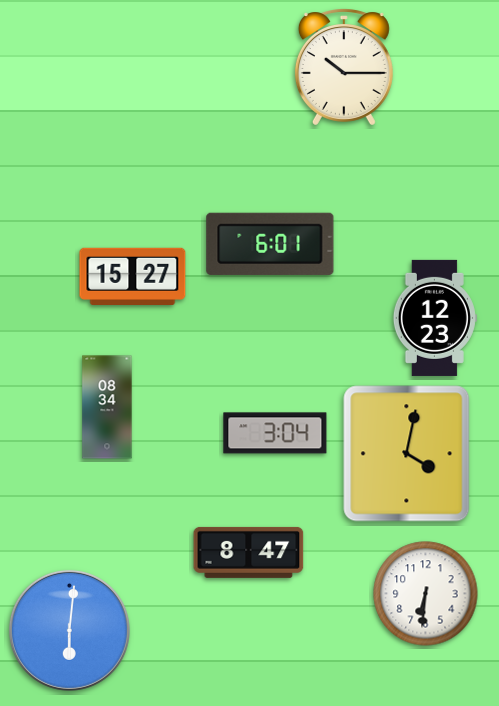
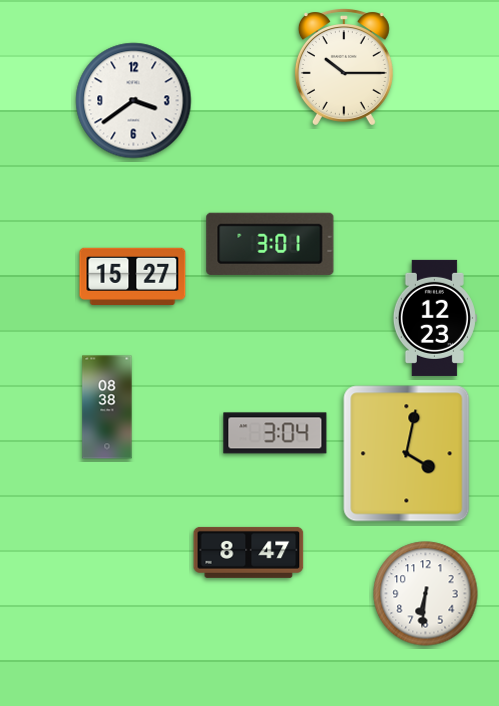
clock at (134, 101): none -> 3:39
clock at (270, 244): 6:01 -> 3:01
clock at (107, 407): 08:34 -> 08:38
clock at (69, 630): 6:01 -> none
